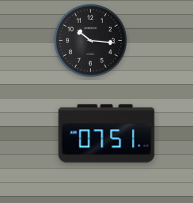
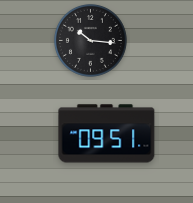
clock at (107, 134): 07:51 -> 09:51
